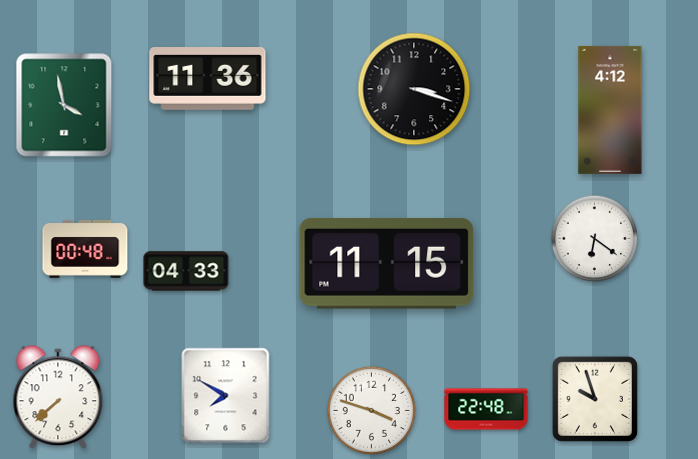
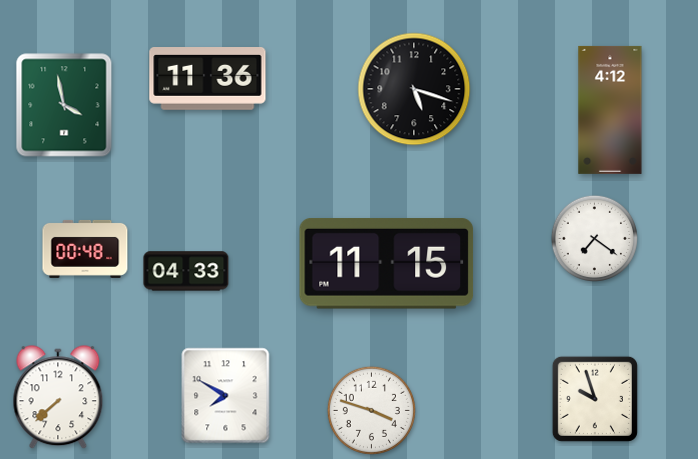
clock at (414, 89): 3:18 -> 5:18
clock at (594, 238): 6:21 -> 7:21
clock at (486, 409): 22:48 -> none
